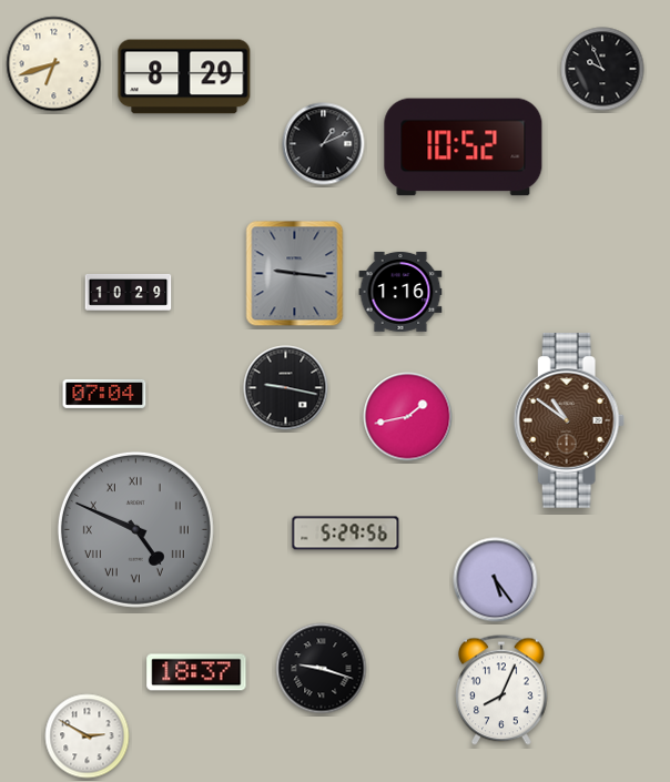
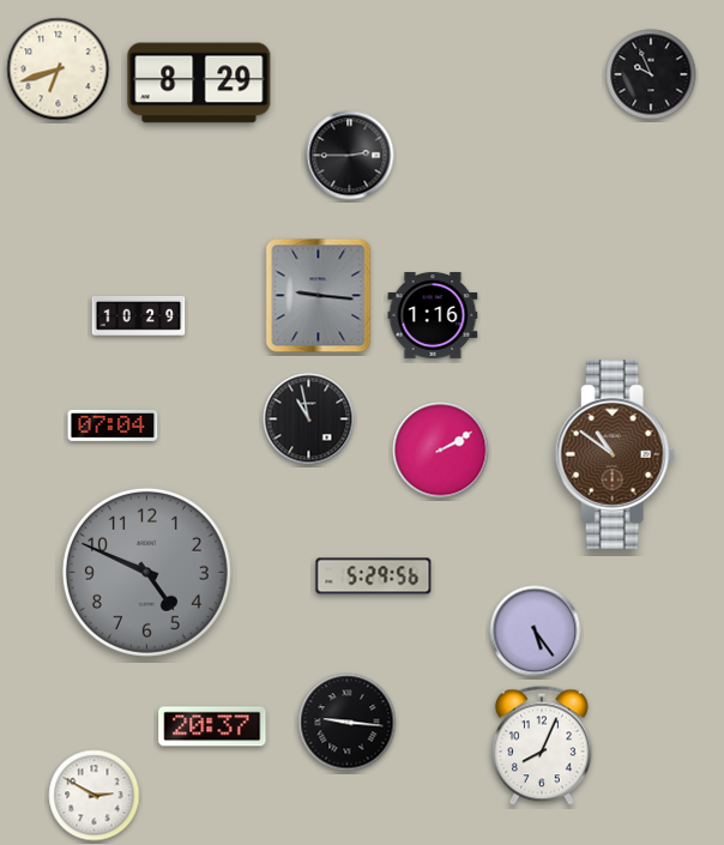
clock at (324, 144): 1:11 -> 2:45
clock at (464, 148): 10:52 -> none
clock at (286, 388): 9:17 -> 10:58
clock at (408, 417): 1:43 -> 2:10
clock at (135, 529) numerals: Roman -> Arabic
clock at (496, 580) position: (496, 580) -> (536, 632)
clock at (322, 669): 9:18 -> 9:16
clock at (196, 672): 18:37 -> 20:37
